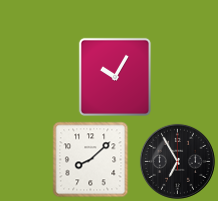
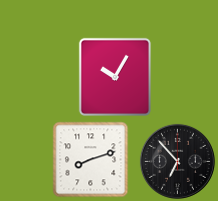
clock at (91, 160): 8:08 -> 8:12
clock at (177, 161): 6:55 -> 6:53
